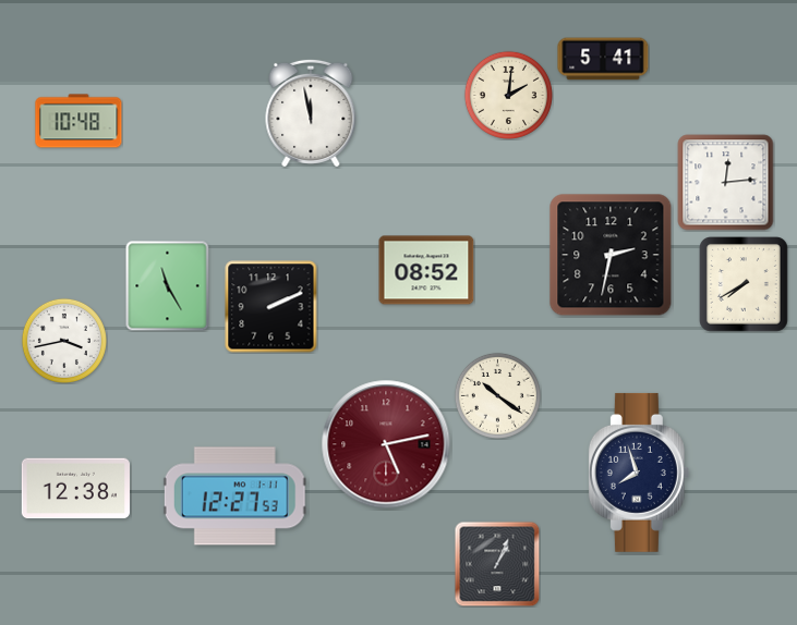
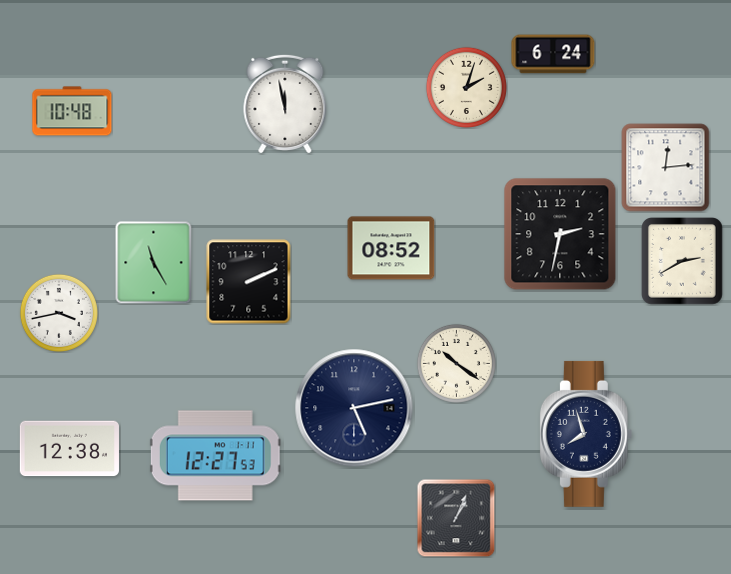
clock at (603, 59): 5:41 -> 6:24
clock at (508, 95): 2:01 -> 2:03
clock at (745, 285): 7:40 -> 2:40
clock at (386, 444) dial: burgundy -> navy
